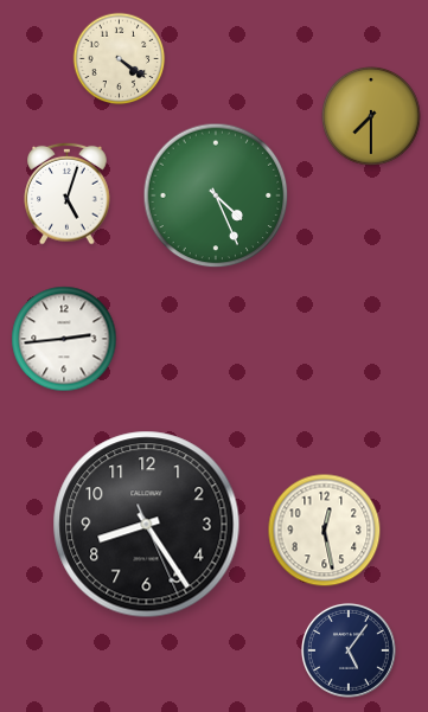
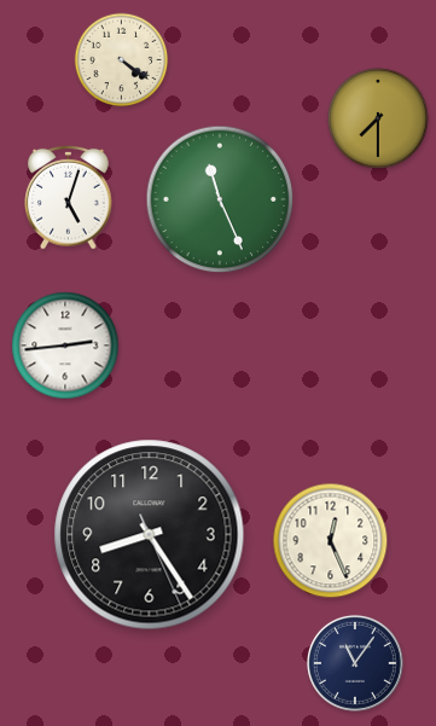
clock at (216, 195): 4:26 -> 11:26
clock at (325, 531): 12:28 -> 12:26
clock at (349, 650): 5:06 -> 11:06
